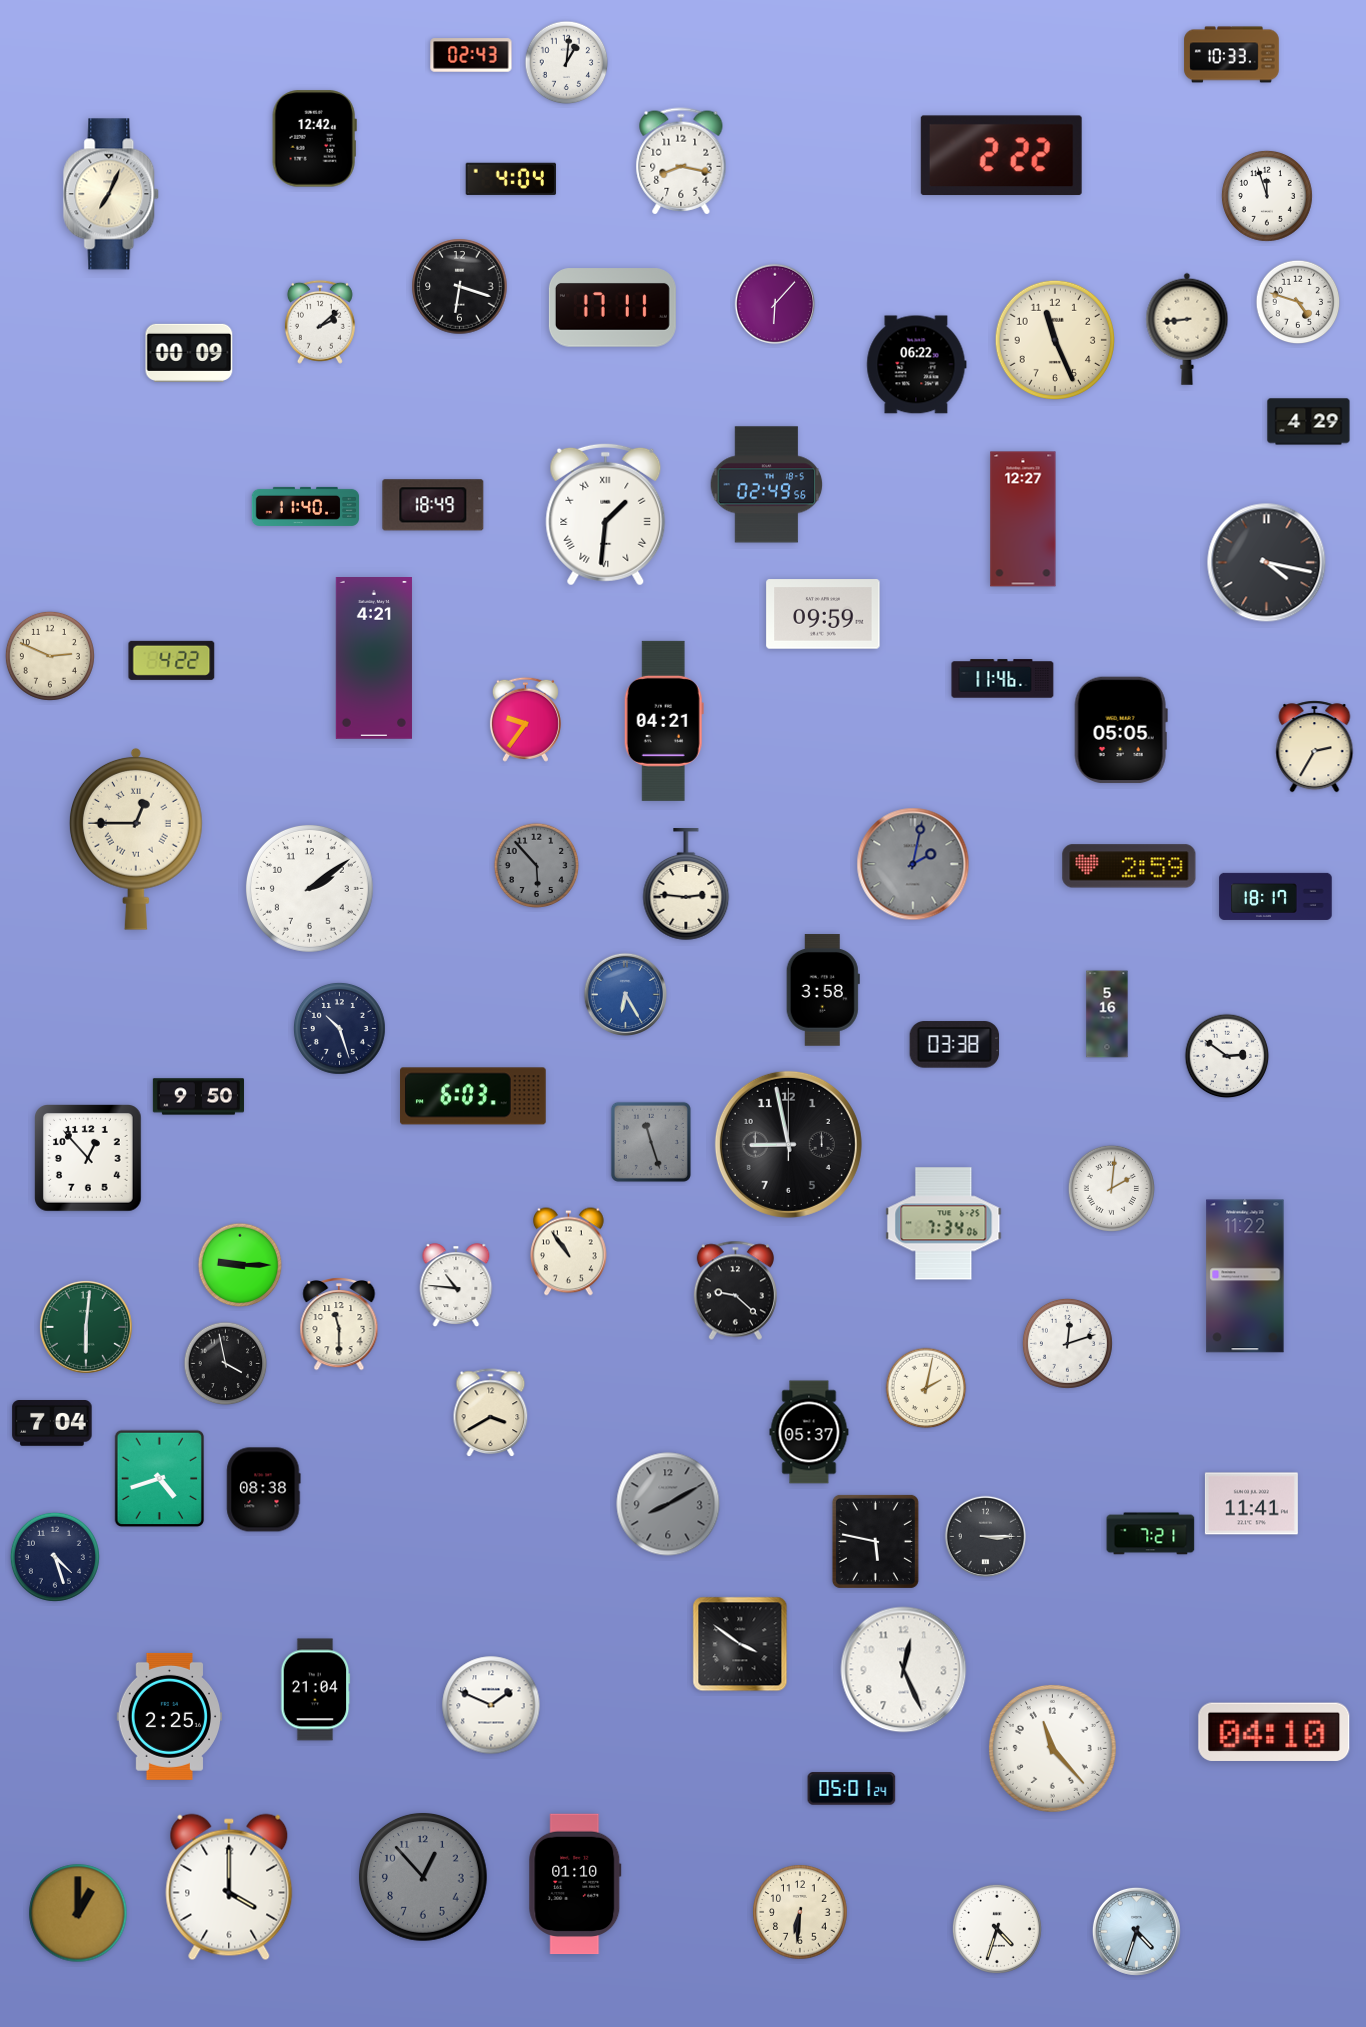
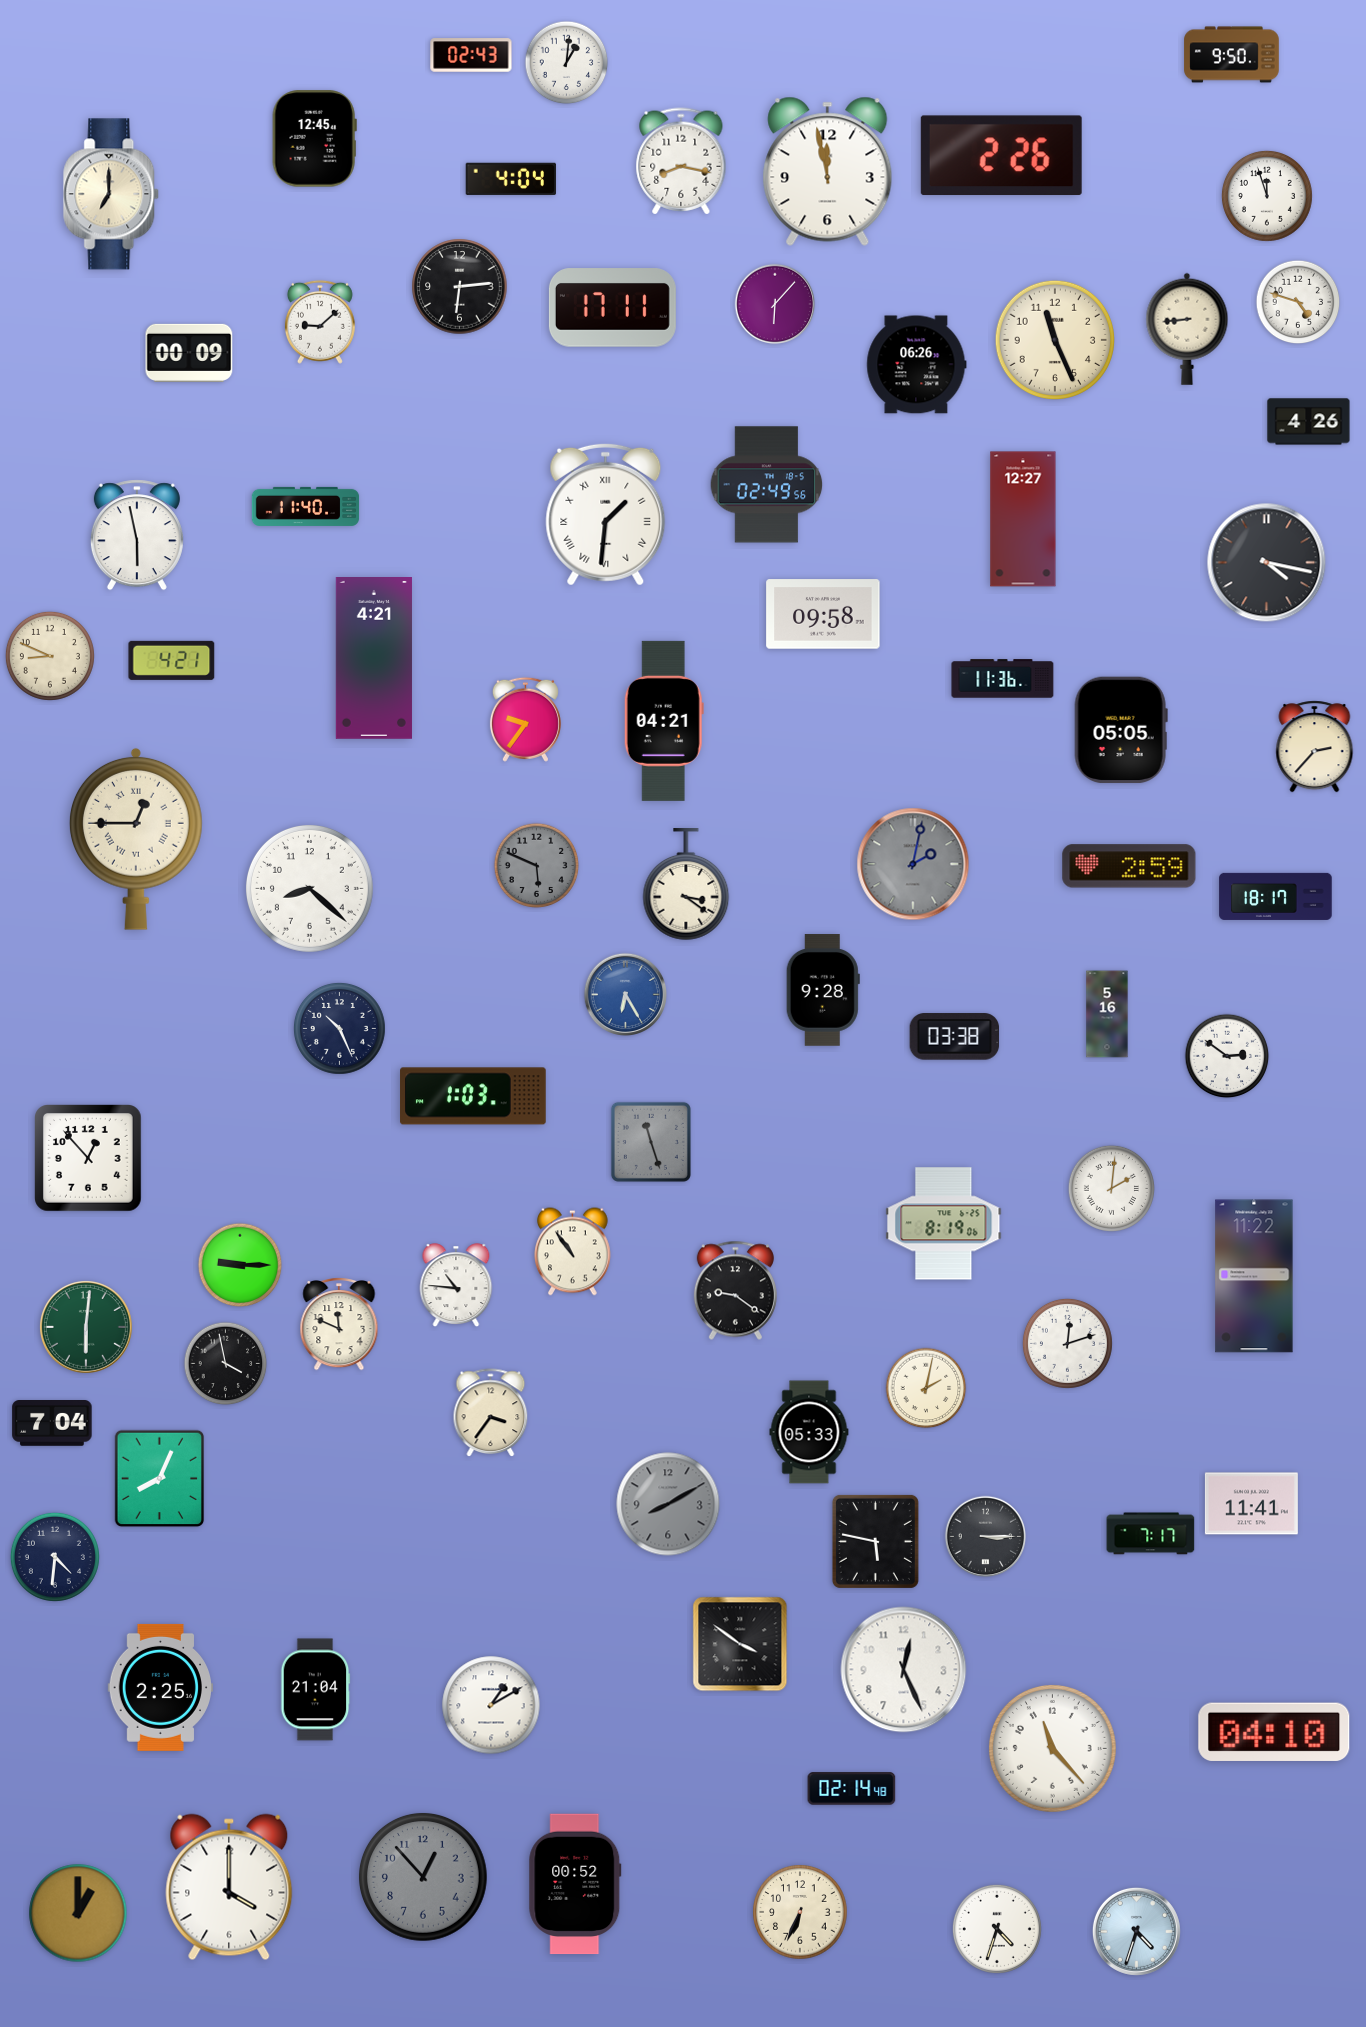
clock at (1232, 55): 10:33 -> 9:50
clock at (314, 139): 12:42 -> 12:45
clock at (1001, 156): 2:22 -> 2:26
clock at (828, 171): none -> 11:58
clock at (112, 194): 7:04 -> 7:00
clock at (460, 287): 6:18 -> 6:14
clock at (320, 322): 2:08 -> 9:08
clock at (917, 365): 06:22 -> 06:26
clock at (1309, 422): 4:29 -> 4:26
clock at (433, 505): 18:49 -> none
clock at (137, 535): none -> 5:58
clock at (823, 614): 09:59 -> 09:58
clock at (50, 656): 2:49 -> 8:49
clock at (172, 660): 4:22 -> 4:21
clock at (1003, 679): 11:46 -> 11:36
clock at (1315, 747): 2:35 -> 2:37
clock at (537, 866): 5:53 -> 5:49
clock at (686, 885): 2:46 -> 3:21
clock at (309, 888): 2:09 -> 8:22
clock at (823, 990): 3:58 -> 9:28
clock at (340, 1029): 10:27 -> 10:26
clock at (955, 1045) position: (955, 1045) -> (955, 1037)
clock at (473, 1096): 6:03 -> 1:03
clock at (198, 1097): 9:50 -> none
clock at (788, 1144): 8:58 -> none
clock at (944, 1224): 7:34 -> 8:19
clock at (569, 1252) position: (569, 1252) -> (573, 1252)
clock at (1245, 1276) position: (1245, 1276) -> (1254, 1276)
clock at (735, 1291): 9:22 -> 9:21
clock at (339, 1325): 11:30 -> 11:49
clock at (491, 1413): 3:40 -> 3:36
clock at (809, 1432): 05:37 -> 05:33
clock at (160, 1479): 4:42 -> 8:04
clock at (264, 1490): 08:38 -> none
clock at (1151, 1534): 7:21 -> 7:17
clock at (55, 1557): 4:27 -> 4:31
clock at (491, 1705): 1:49 -> 1:10
clock at (169, 1716) position: (169, 1716) -> (160, 1687)
clock at (852, 1789): 05:01 -> 02:14
clock at (575, 1884): 01:10 -> 00:52
clock at (800, 1912): 6:31 -> 6:34
